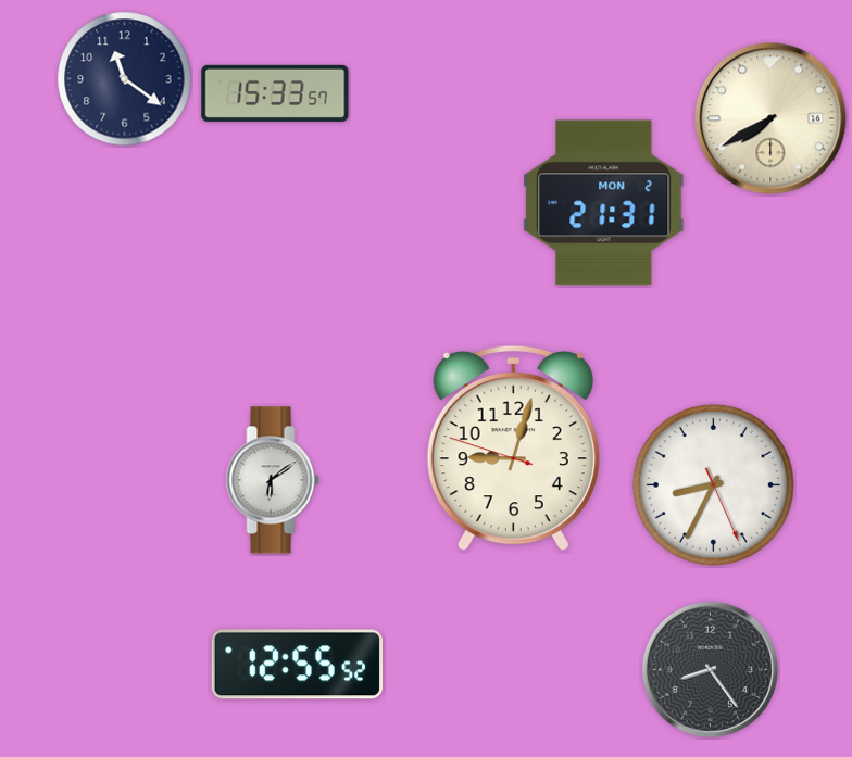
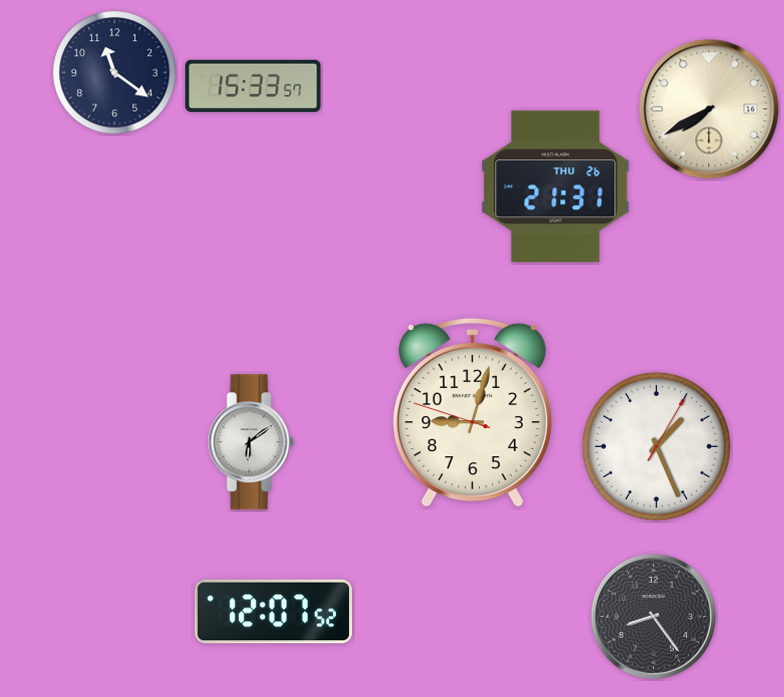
clock at (604, 203) date: MON 2 -> THU 26
clock at (713, 484): 8:34 -> 1:26
clock at (297, 665): 12:55 -> 12:07
